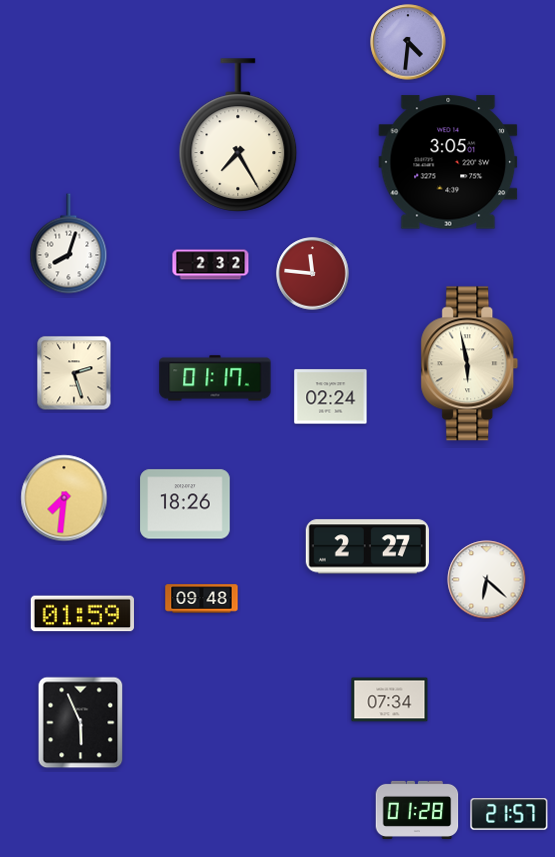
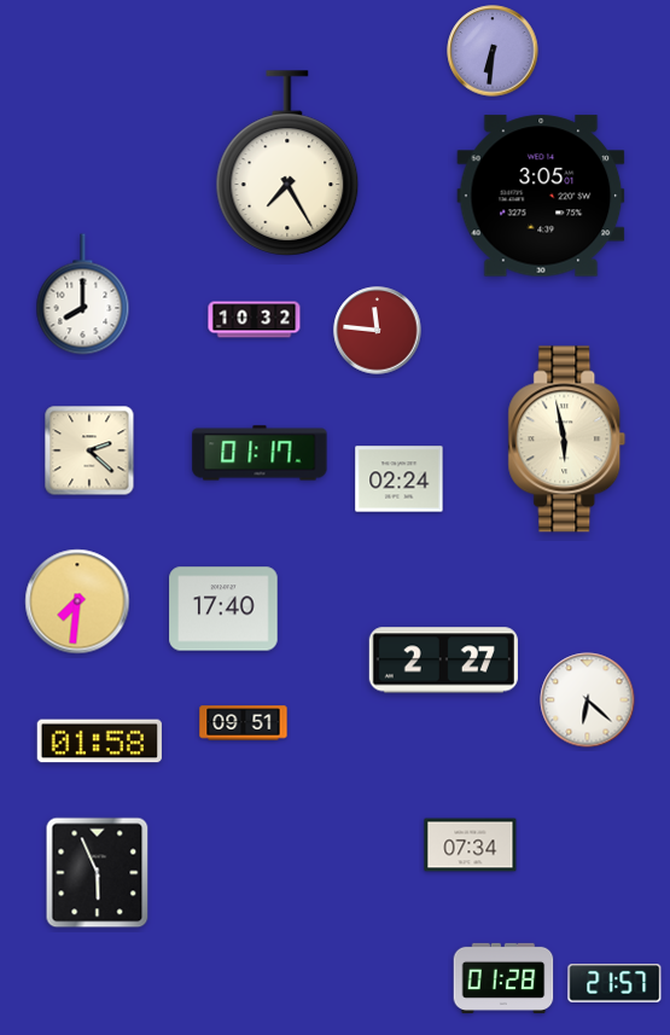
clock at (408, 42): 4:31 -> 6:31
clock at (69, 244): 8:03 -> 8:00
clock at (211, 265): 2:32 -> 10:32
clock at (74, 373): 2:27 -> 2:22
clock at (215, 378) position: (215, 378) -> (260, 453)
clock at (185, 504): 18:26 -> 17:40
clock at (202, 599): 09:48 -> 09:51
clock at (82, 614): 01:59 -> 01:58
